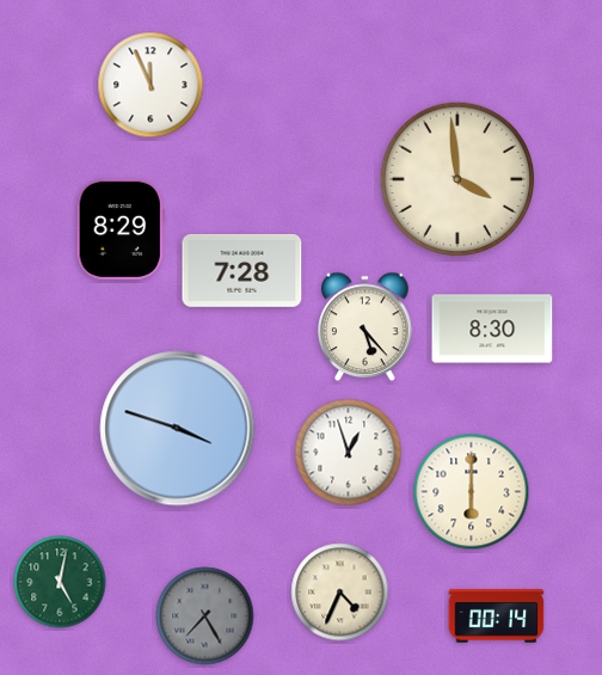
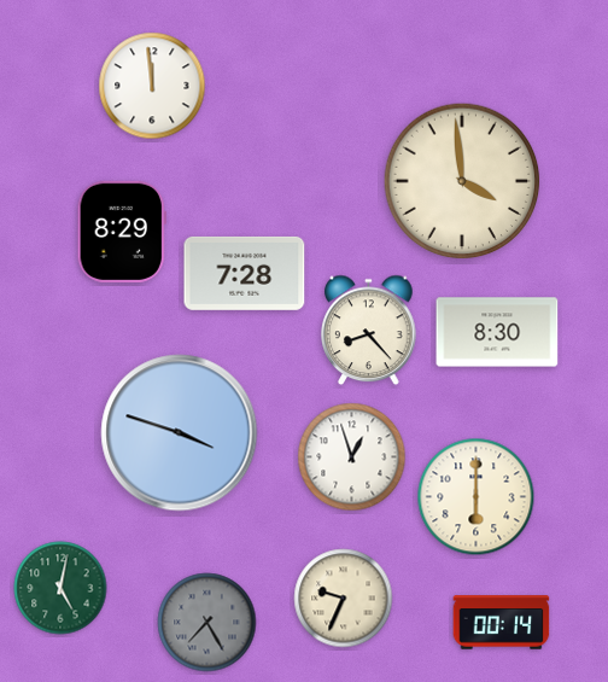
clock at (150, 85): 11:56 -> 11:59
clock at (365, 327): 5:23 -> 8:23
clock at (340, 593): 4:34 -> 9:34
